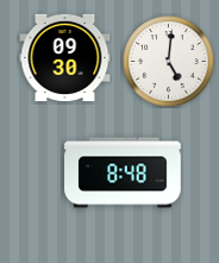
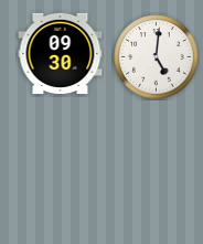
clock at (123, 173): 8:48 -> none
